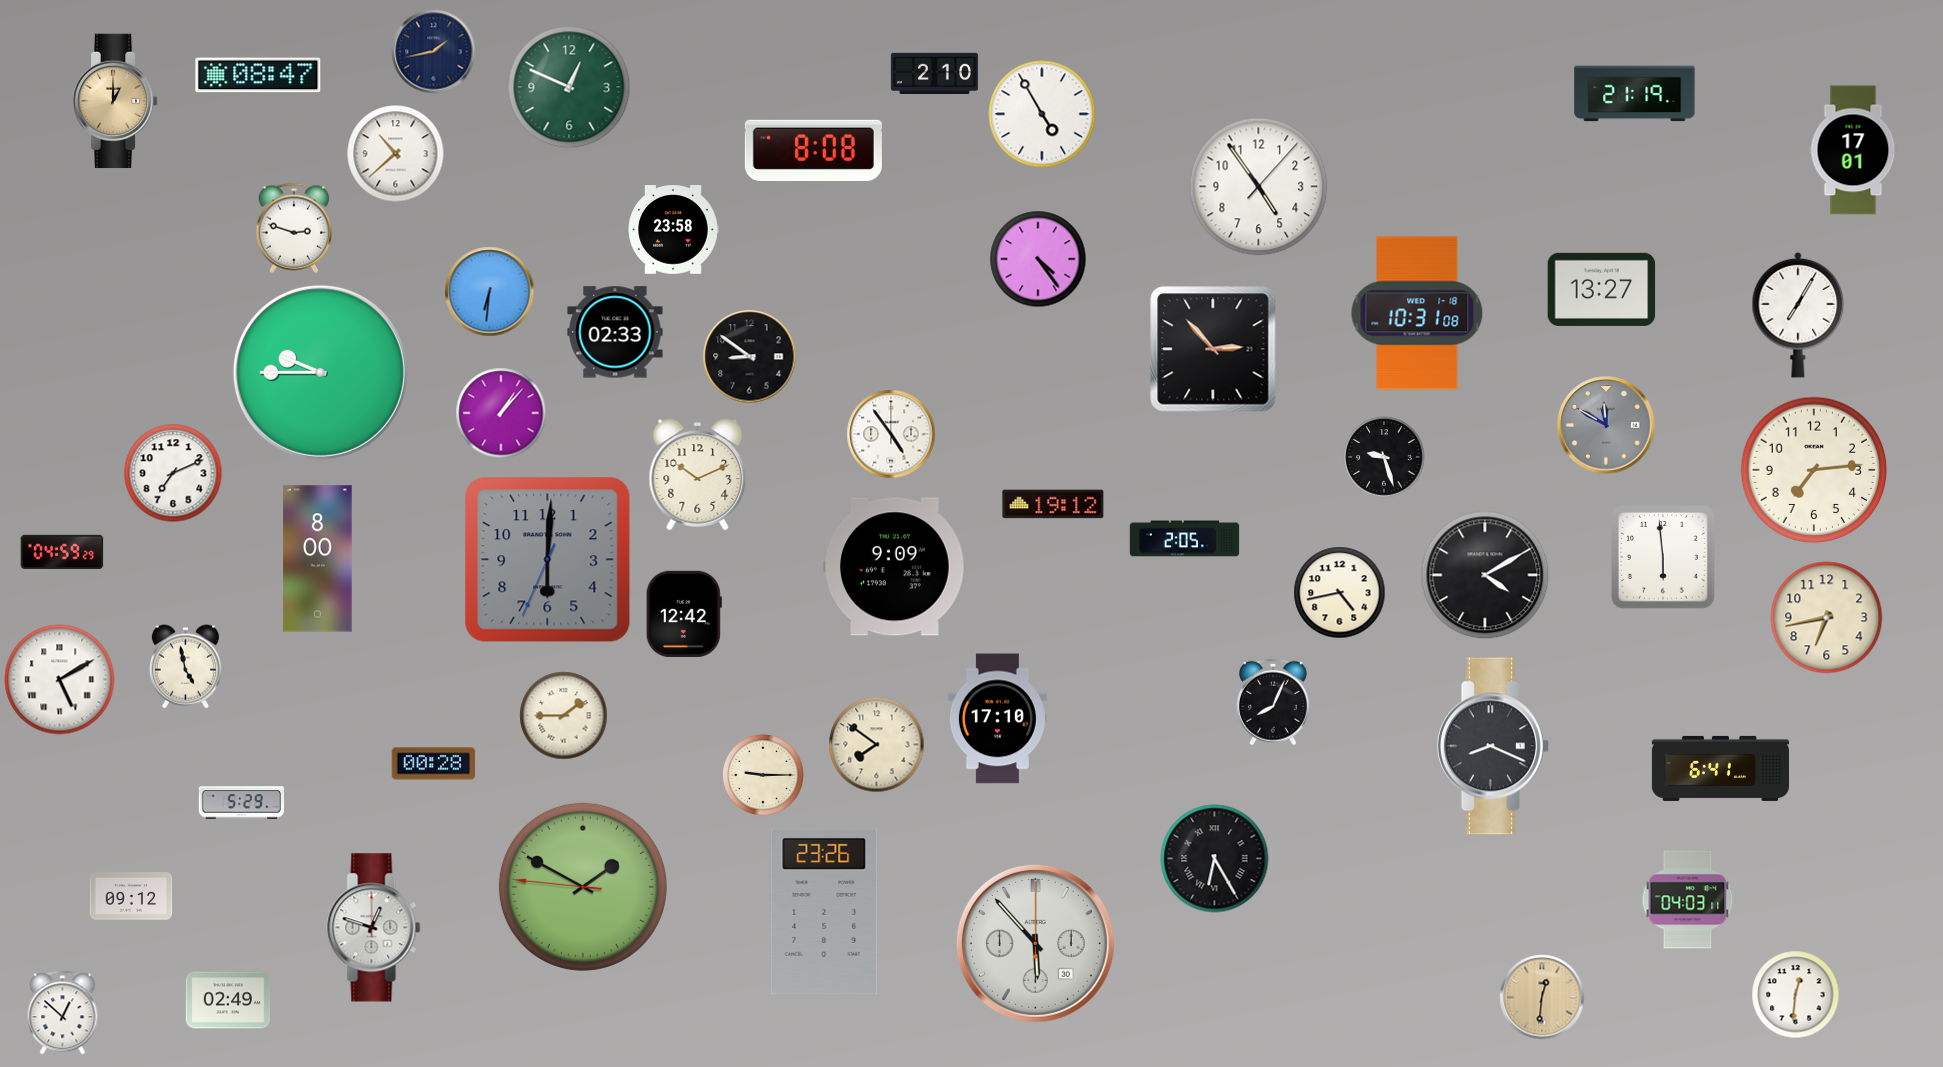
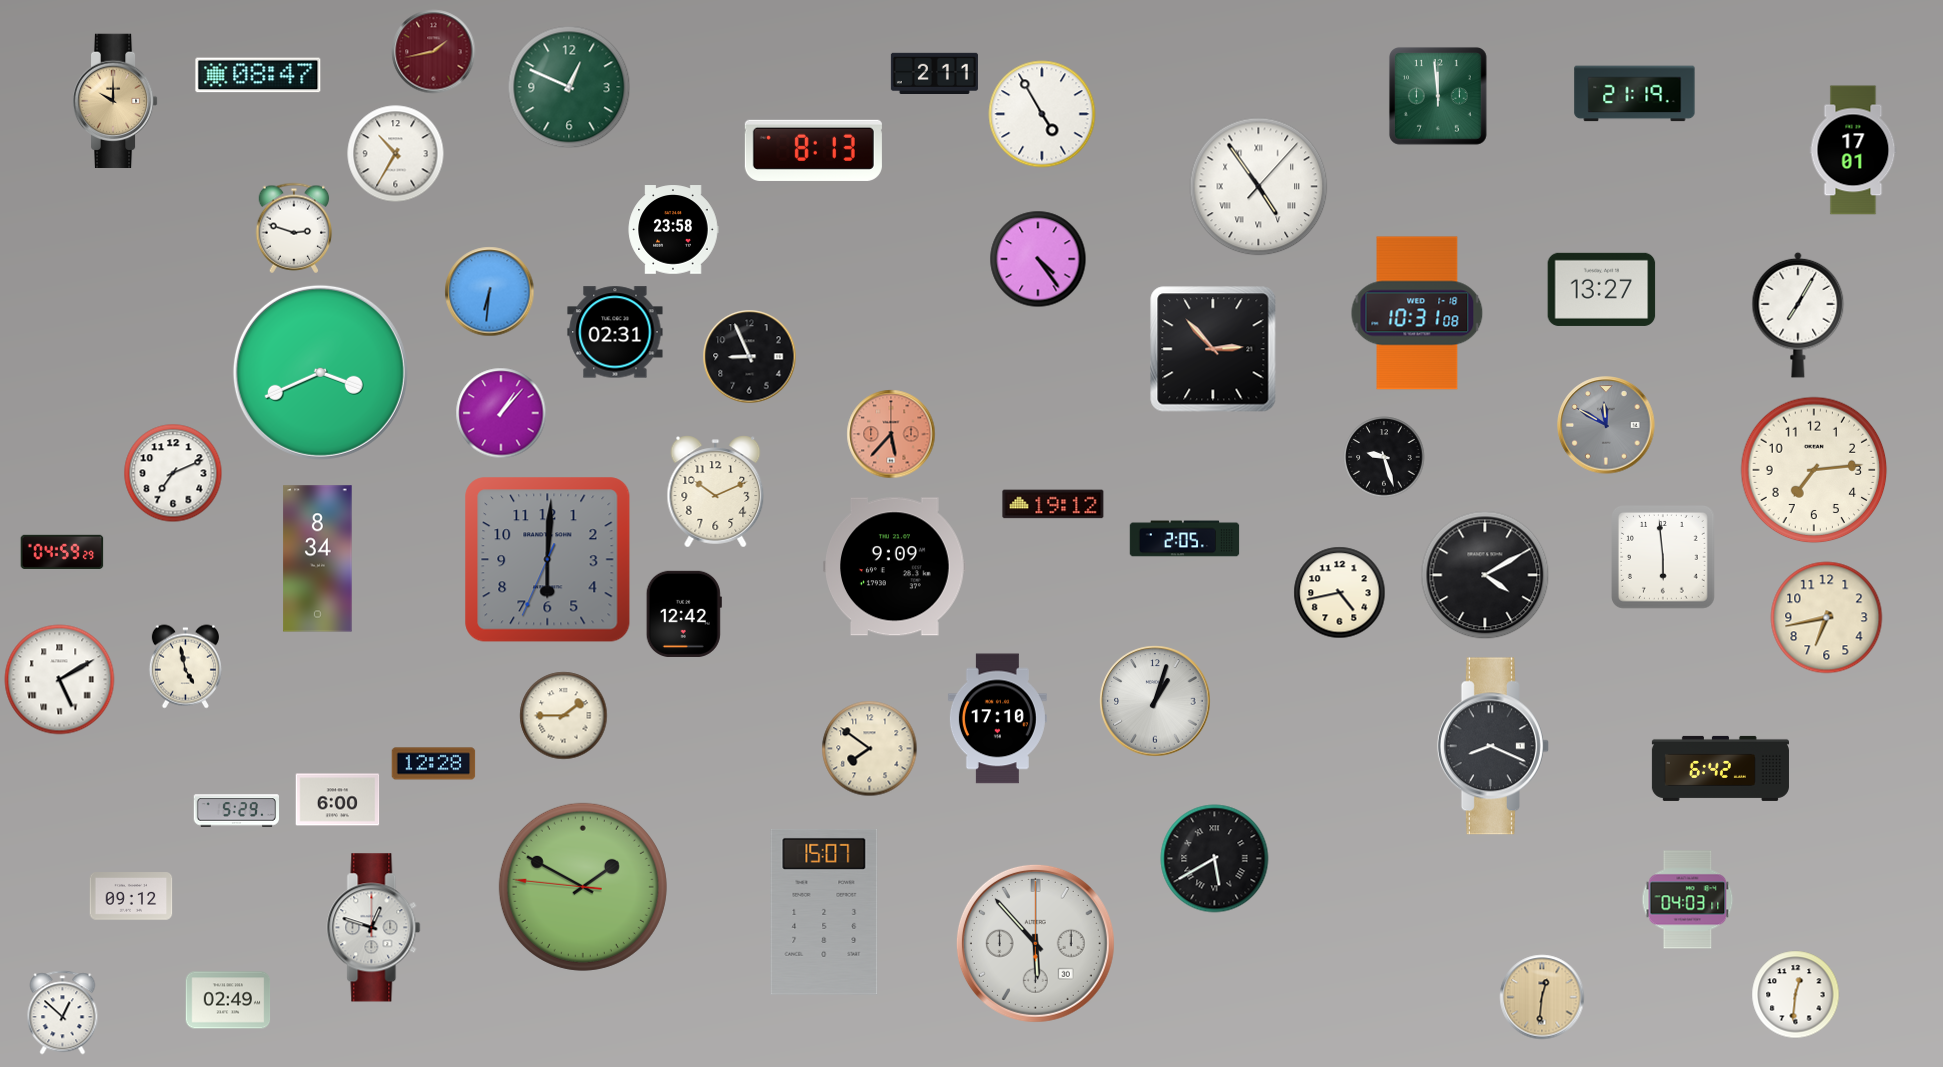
clock at (434, 52) dial: navy -> burgundy
clock at (934, 74): 2:10 -> 2:11
clock at (1438, 96): none -> 11:59
clock at (115, 101): 1:00 -> 10:00
clock at (813, 150): 8:08 -> 8:13
clock at (396, 154): 10:38 -> 10:35
clock at (1259, 187) numerals: Arabic -> Roman
clock at (615, 332): 02:33 -> 02:31
clock at (750, 357): 8:51 -> 8:56
clock at (320, 372): 9:45 -> 3:41
clock at (891, 434): 4:54 -> 5:37
clock at (891, 434) dial: white -> salmon
clock at (698, 475) position: (698, 475) -> (716, 492)
clock at (318, 559): 8:00 -> 8:34
clock at (1155, 701): none -> 1:03
clock at (1274, 702): 8:04 -> none
clock at (877, 745) position: (877, 745) -> (870, 749)
clock at (434, 764): 00:28 -> 12:28
clock at (1720, 768): 6:41 -> 6:42
clock at (763, 775): 9:15 -> none
clock at (338, 800): none -> 6:00
clock at (242, 803) position: (242, 803) -> (237, 811)
clock at (1215, 859): 6:25 -> 5:40
clock at (824, 912): 23:26 -> 15:07
